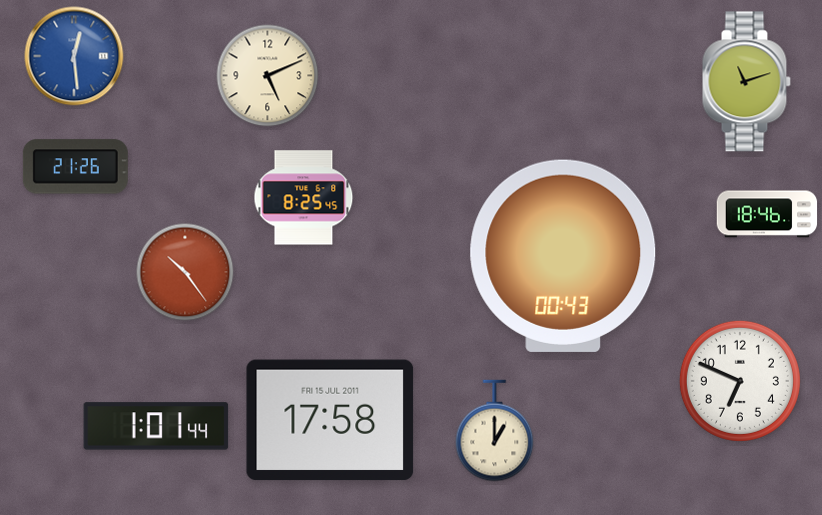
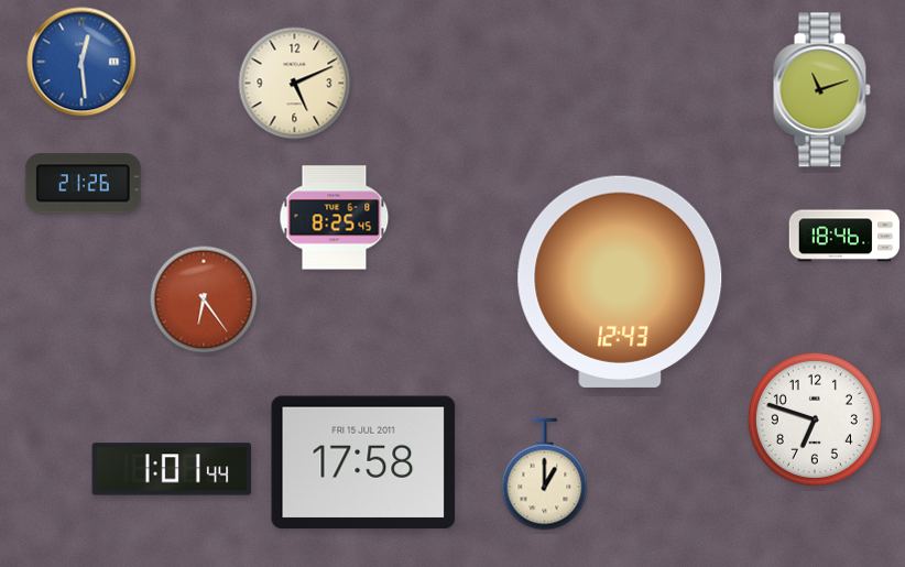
clock at (563, 256): 00:43 -> 12:43
clock at (185, 272): 10:24 -> 6:24
clock at (740, 381): 6:49 -> 6:48
